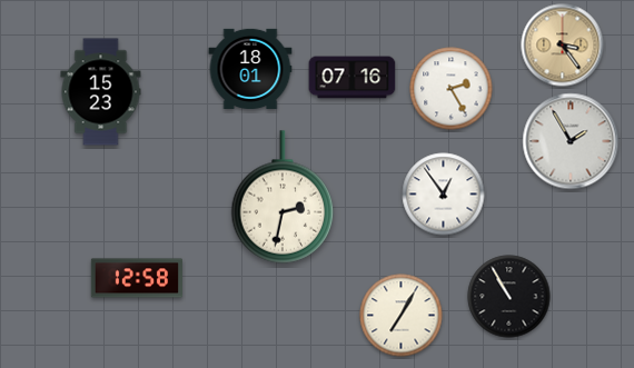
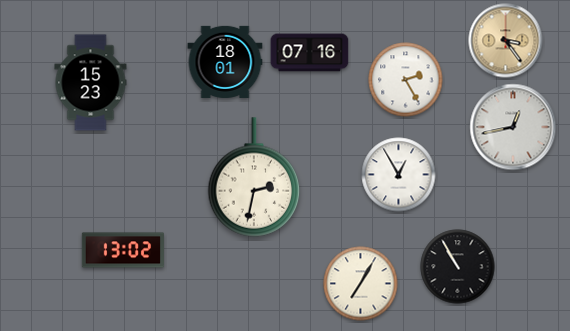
clock at (353, 78) position: (353, 78) -> (310, 53)
clock at (571, 141): 1:55 -> 12:43
clock at (444, 195): 12:54 -> 12:55
clock at (136, 278): 12:58 -> 13:02
